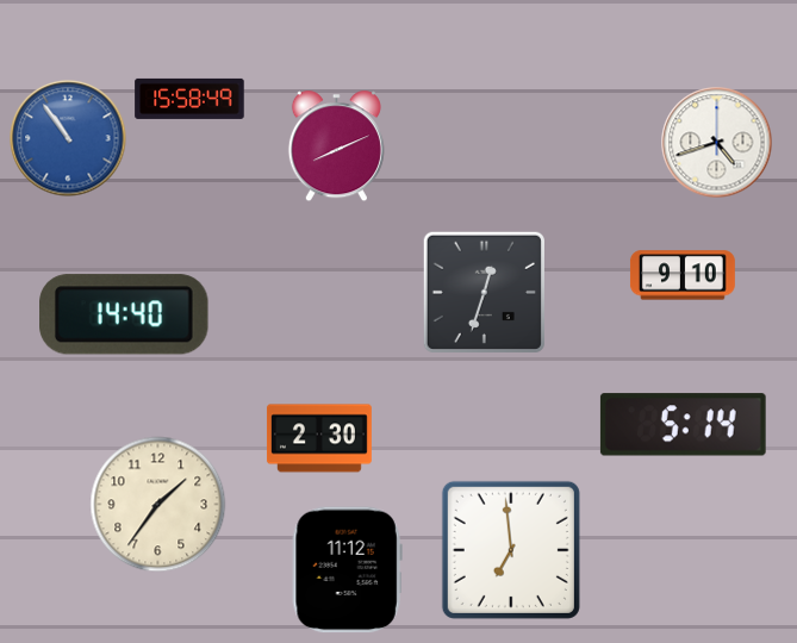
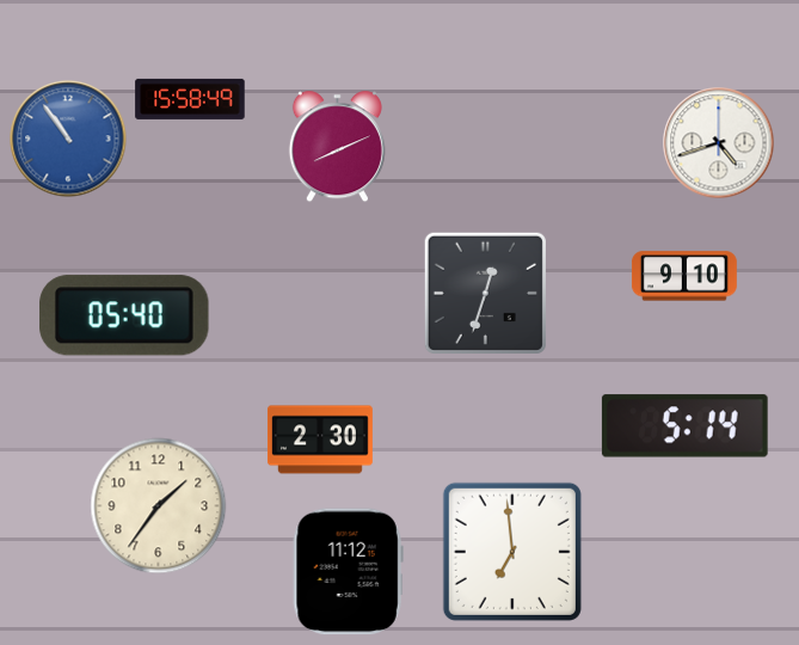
clock at (125, 314): 14:40 -> 05:40
